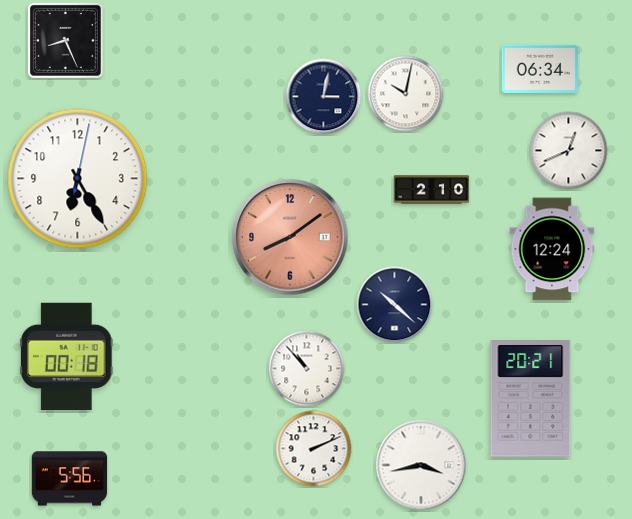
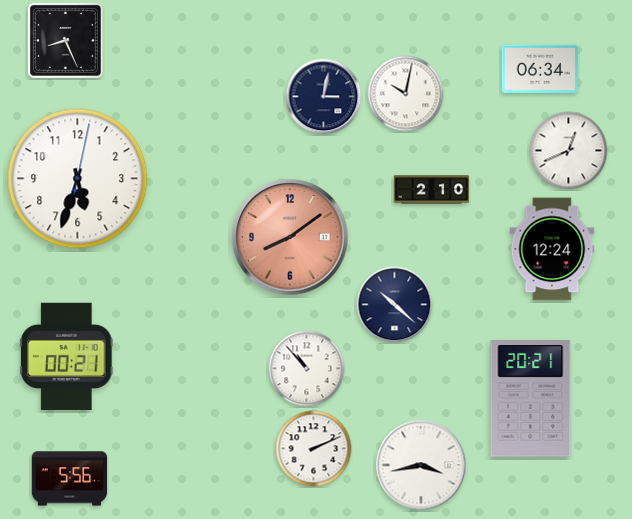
clock at (78, 179): 6:25 -> 5:33
clock at (66, 357): 00:18 -> 00:21
